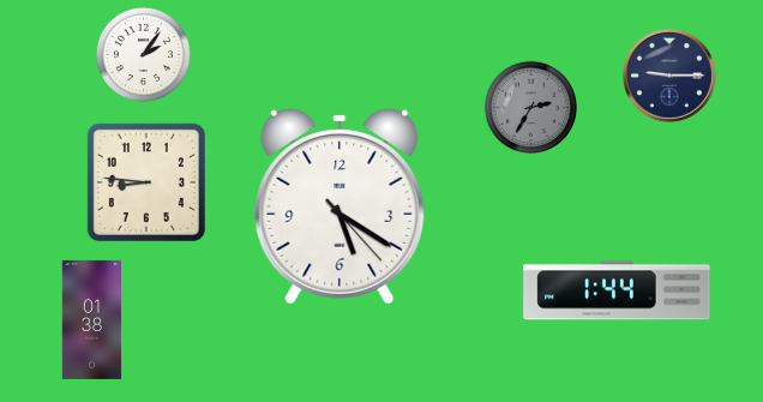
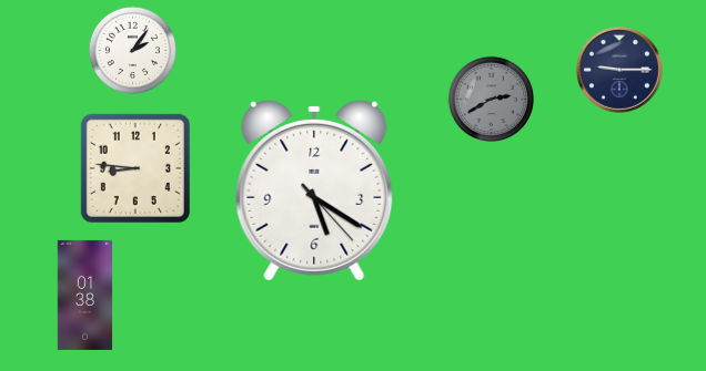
clock at (531, 108): 2:35 -> 2:40
clock at (617, 290): 1:44 -> none
